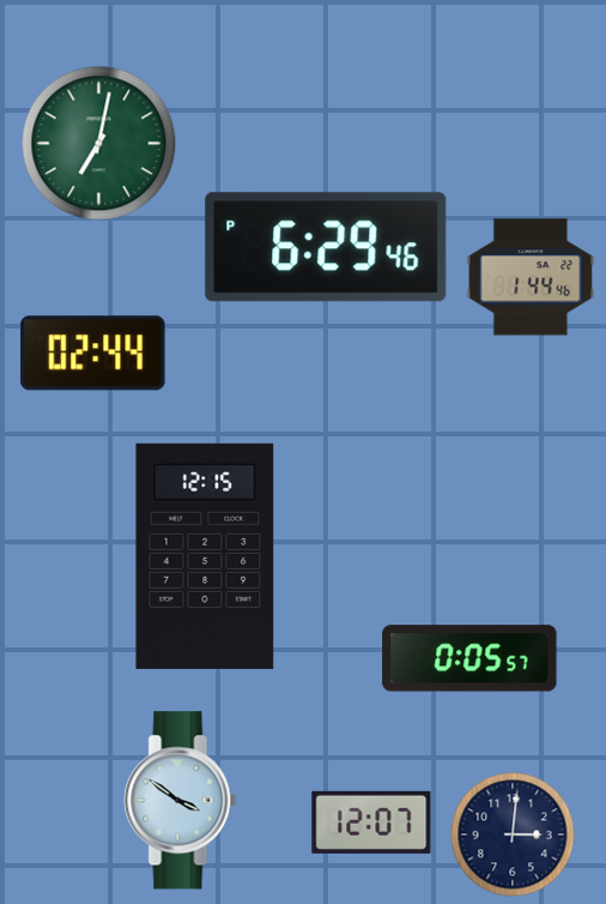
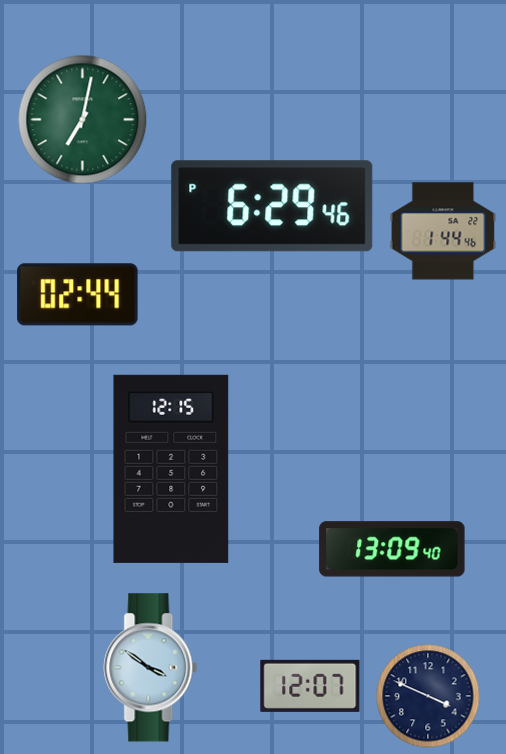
clock at (205, 556) position: (205, 556) -> (171, 469)
clock at (469, 658): 0:05 -> 13:09
clock at (513, 834): 3:01 -> 3:49
